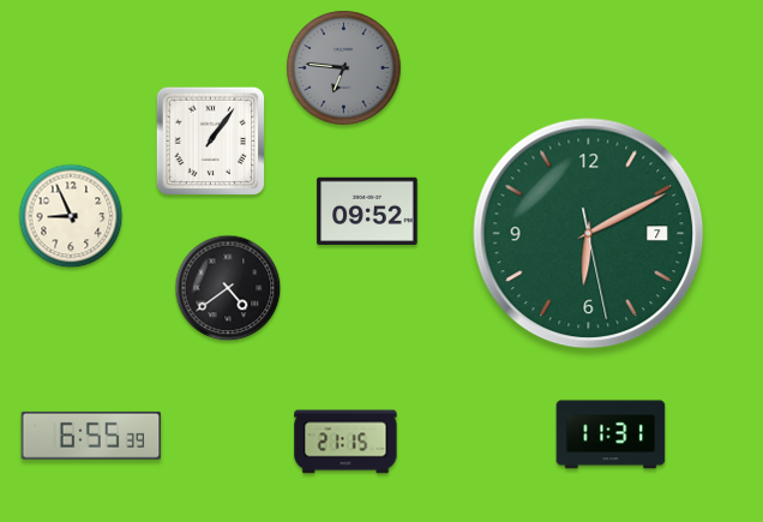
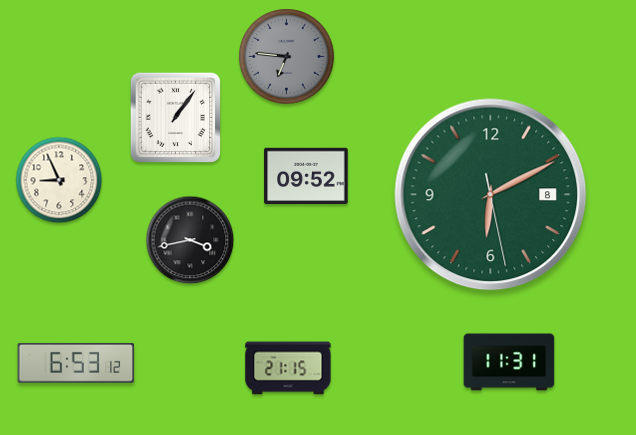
clock at (589, 234) date: 7 -> 8
clock at (228, 288): 4:39 -> 3:43
clock at (91, 436): 6:55 -> 6:53
